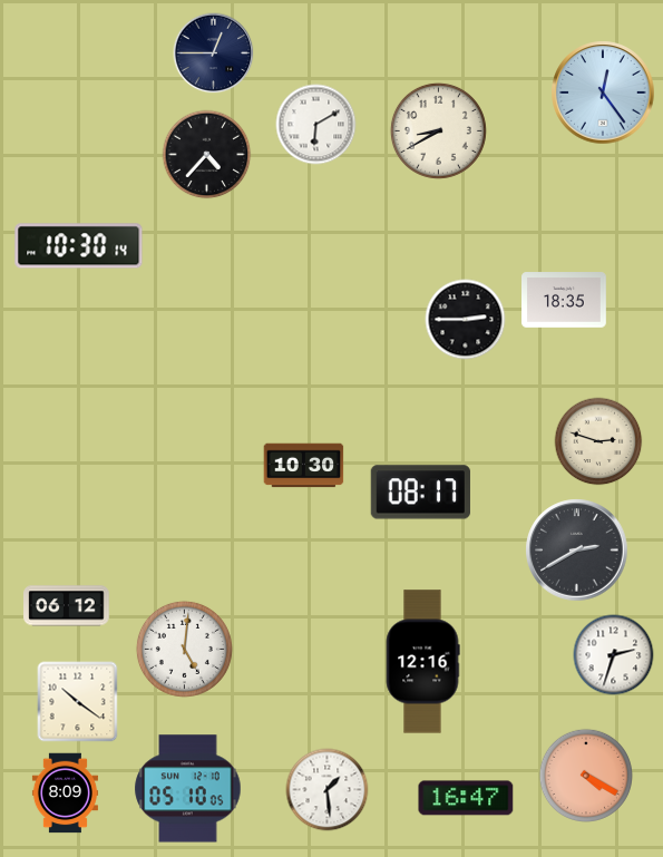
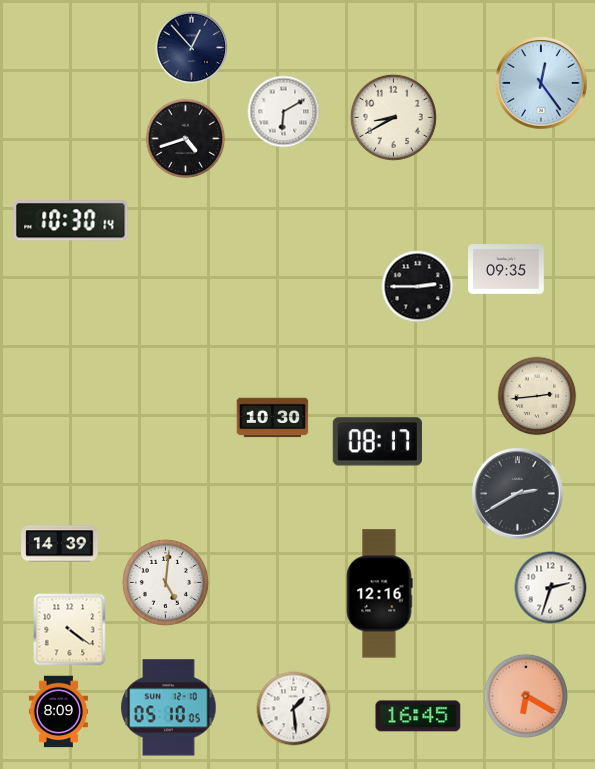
clock at (214, 53): 12:45 -> 12:53
clock at (207, 155): 4:37 -> 4:42
clock at (565, 300): 18:35 -> 09:35
clock at (598, 441): 2:48 -> 2:44
clock at (67, 606): 06:12 -> 14:39
clock at (78, 702): 10:21 -> 4:21
clock at (586, 776): 4:20 -> 6:20
clock at (466, 798): 16:47 -> 16:45
